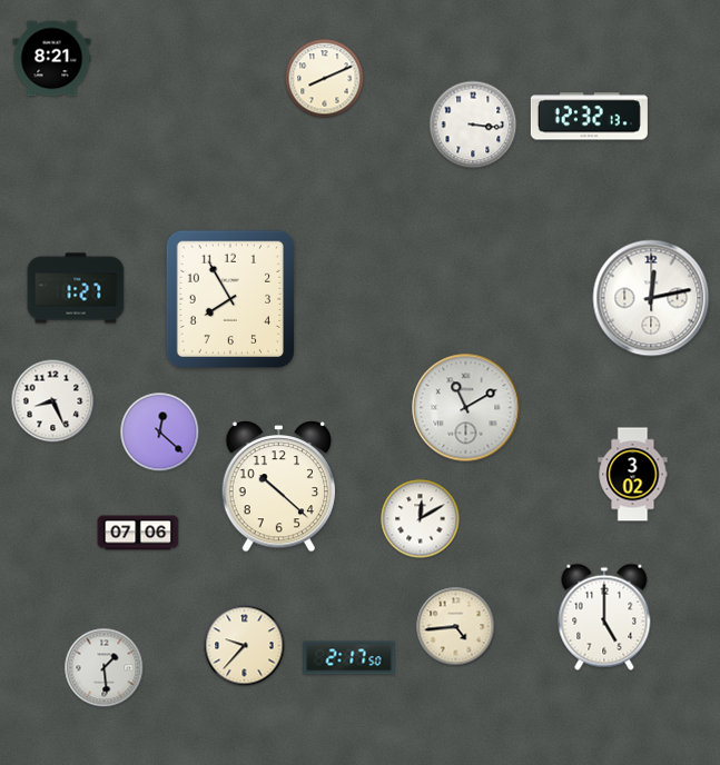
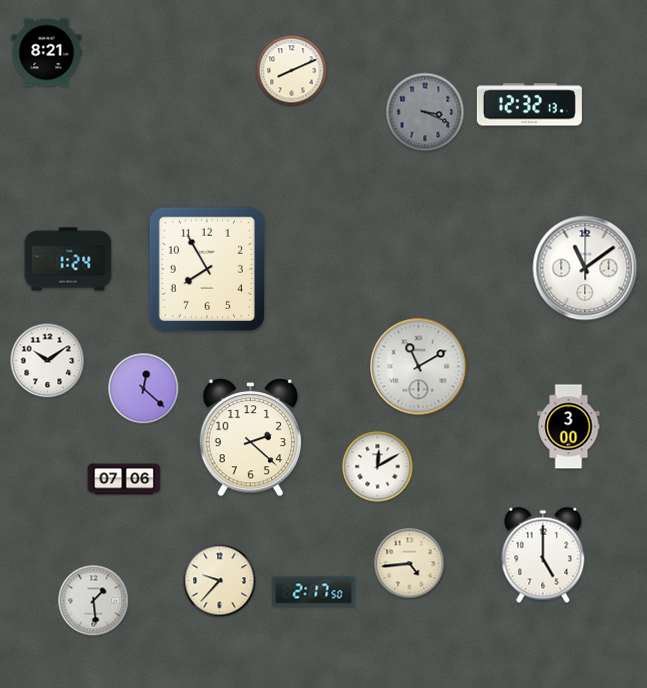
clock at (473, 125): 3:16 -> 3:19
clock at (473, 125) dial: white -> grey
clock at (76, 288): 1:27 -> 1:24
clock at (651, 298): 12:13 -> 11:09
clock at (53, 401): 8:26 -> 10:09
clock at (633, 475): 3:02 -> 3:00
clock at (279, 487): 10:22 -> 2:22
